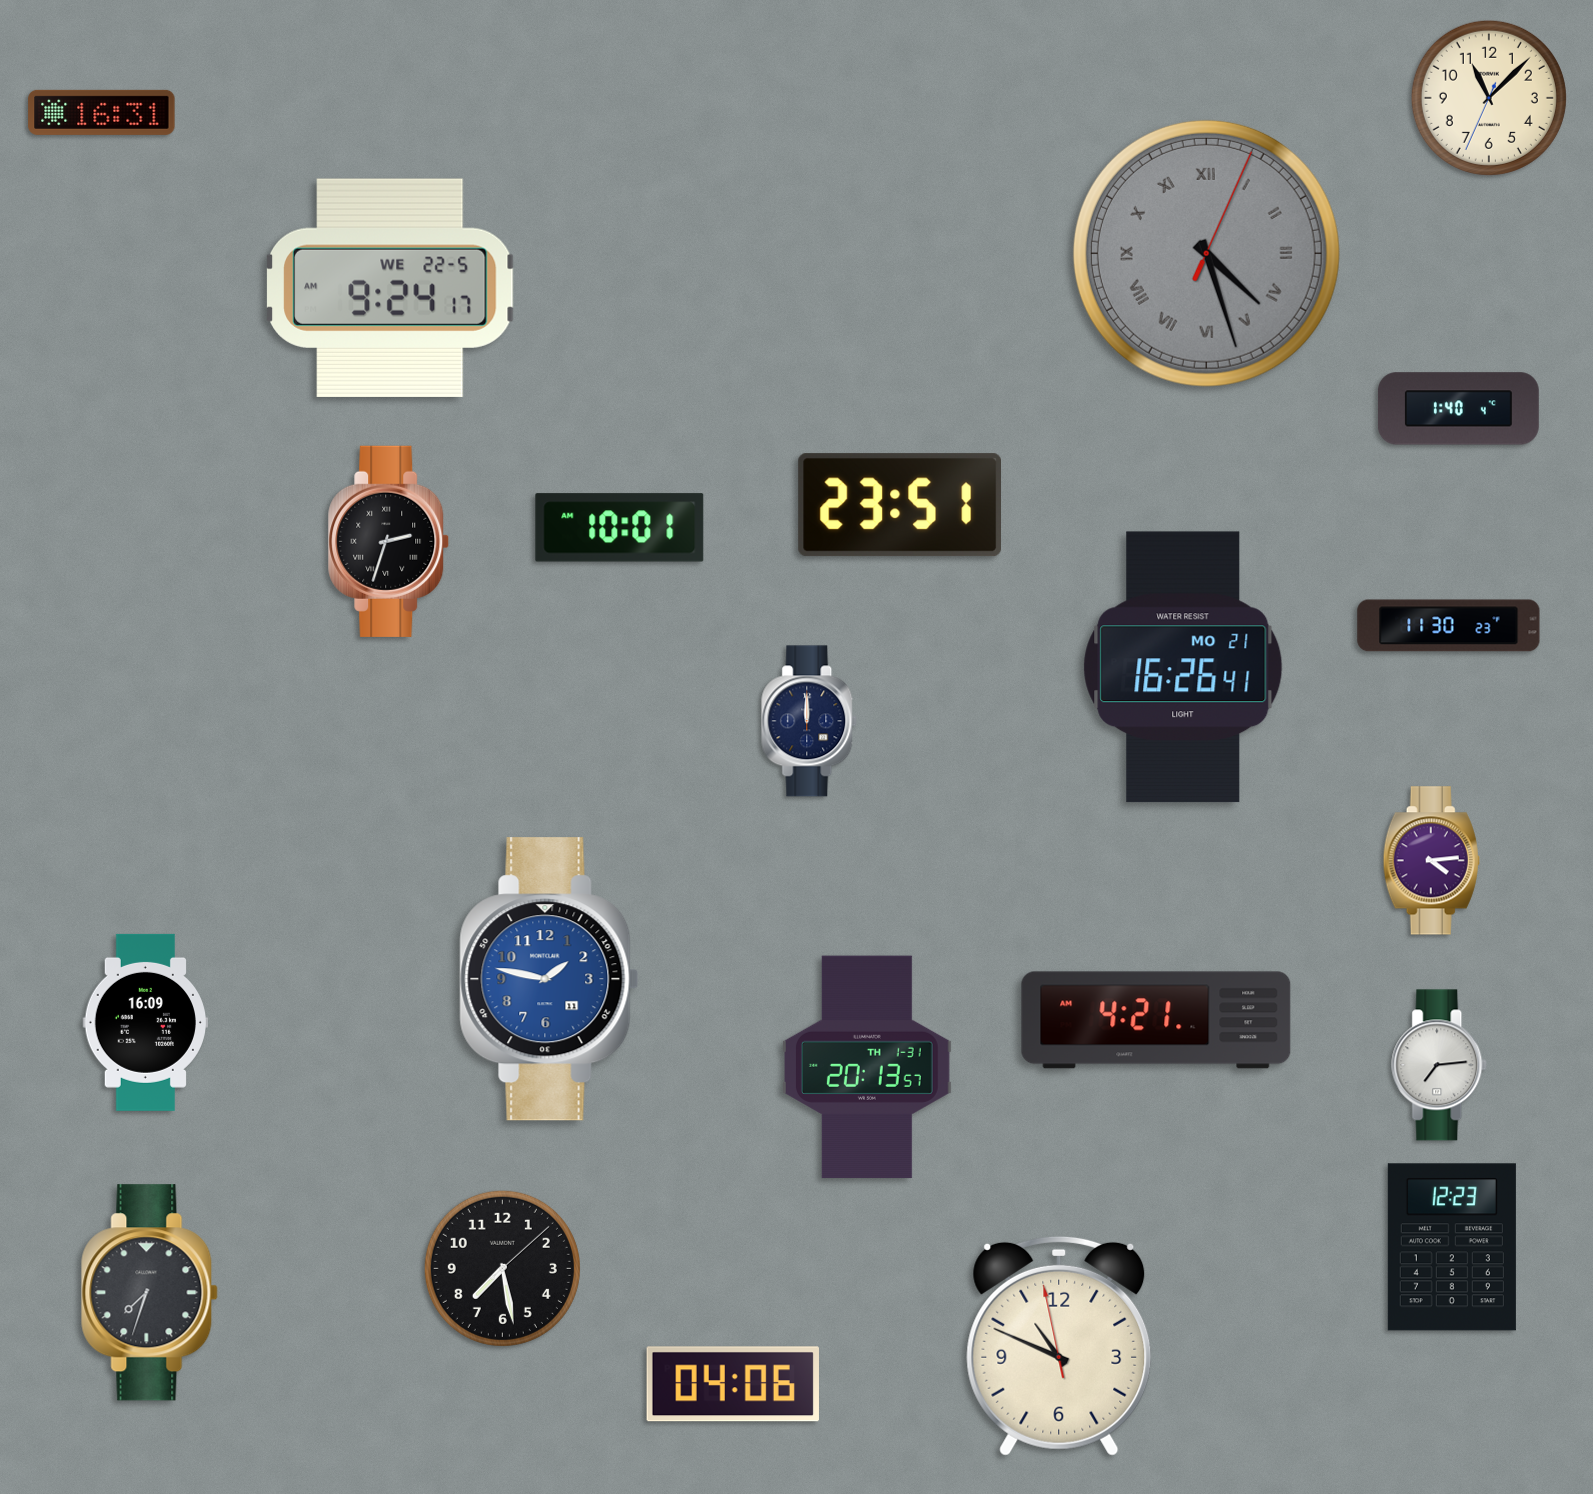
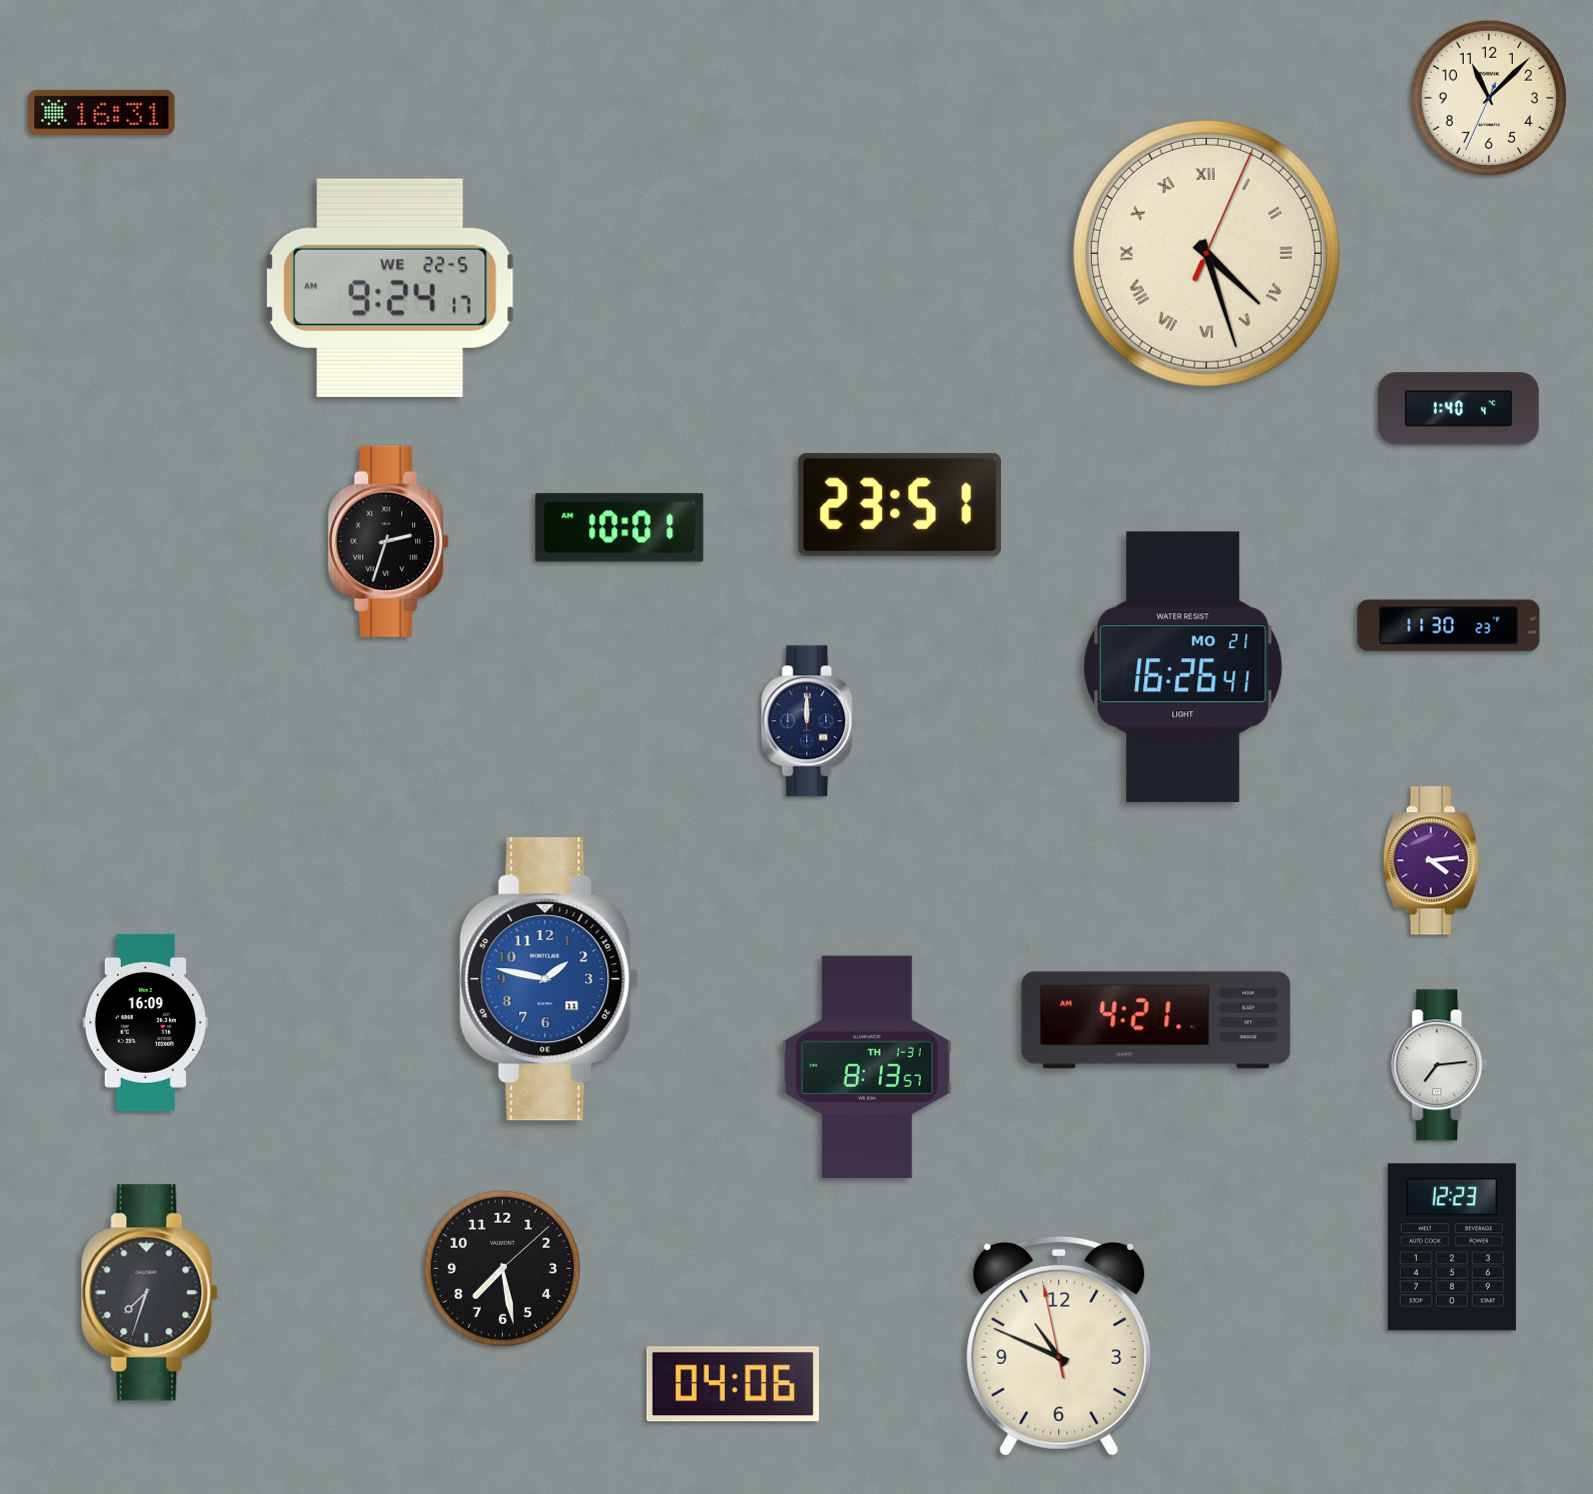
clock at (1206, 253) dial: grey -> cream
clock at (867, 1067): 20:13 -> 8:13
